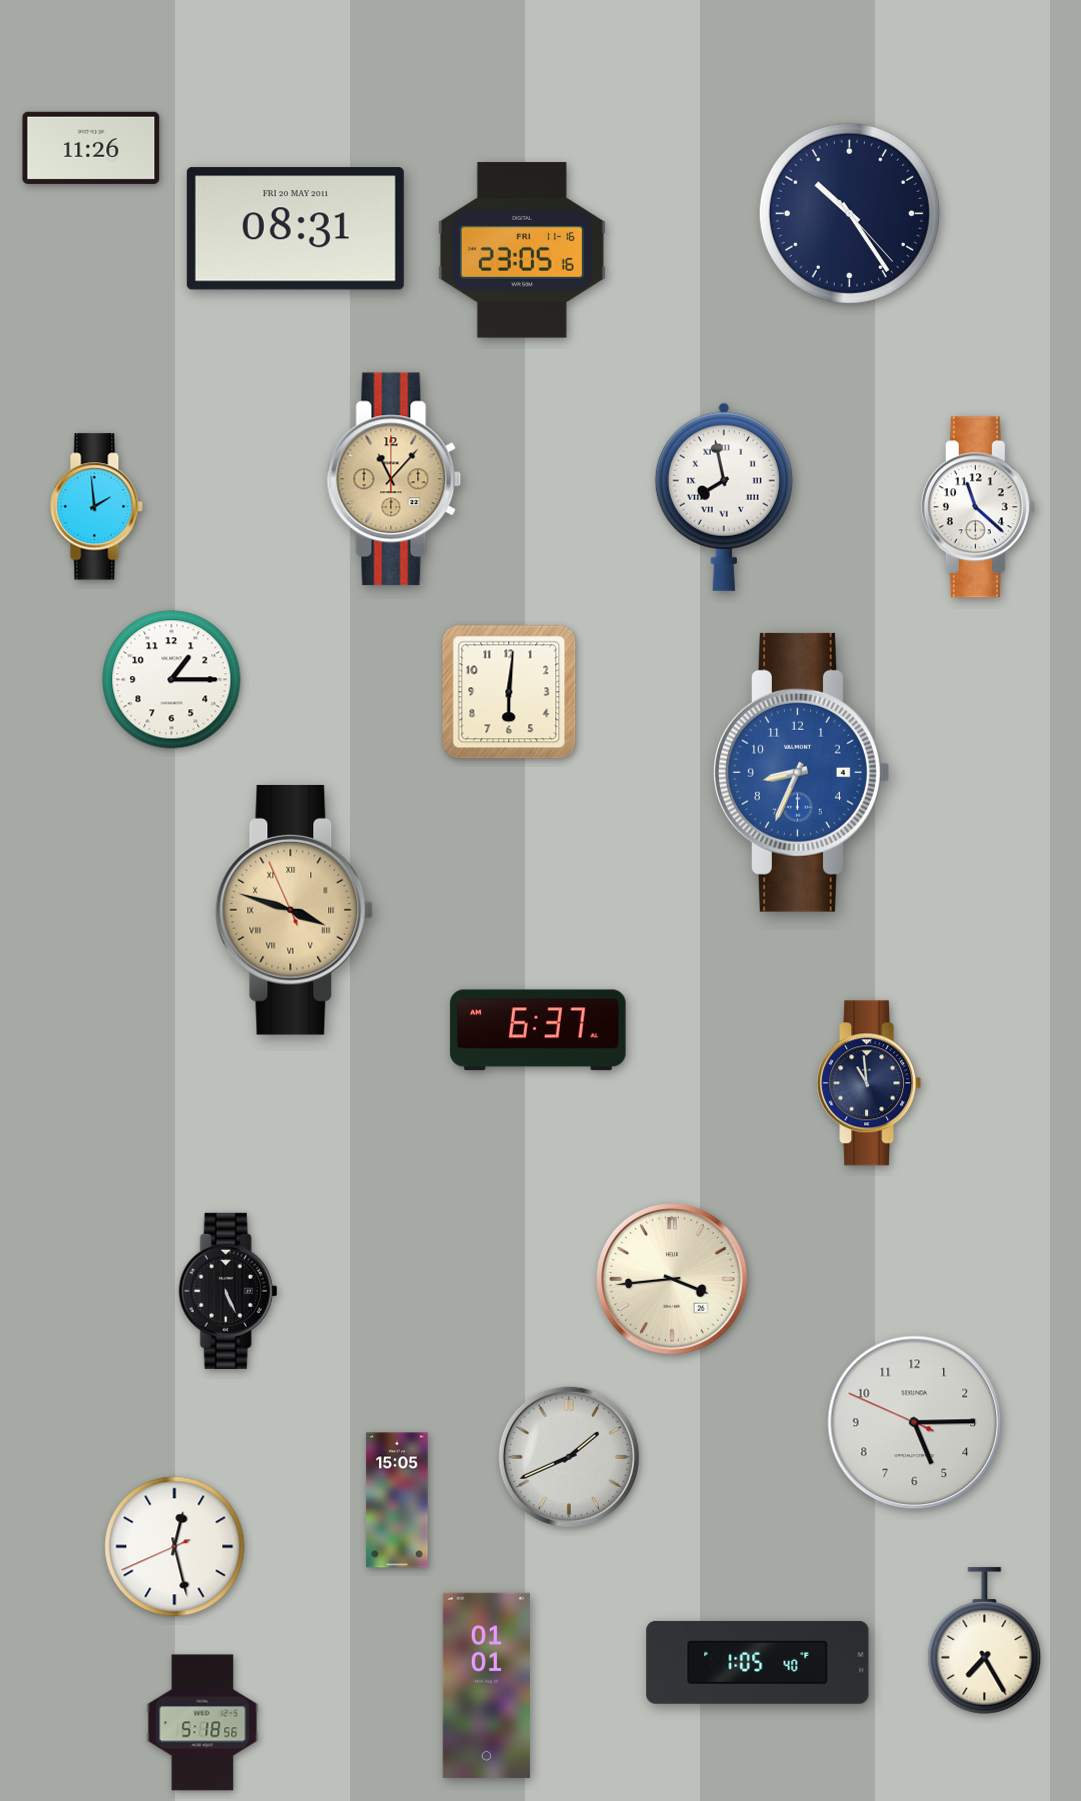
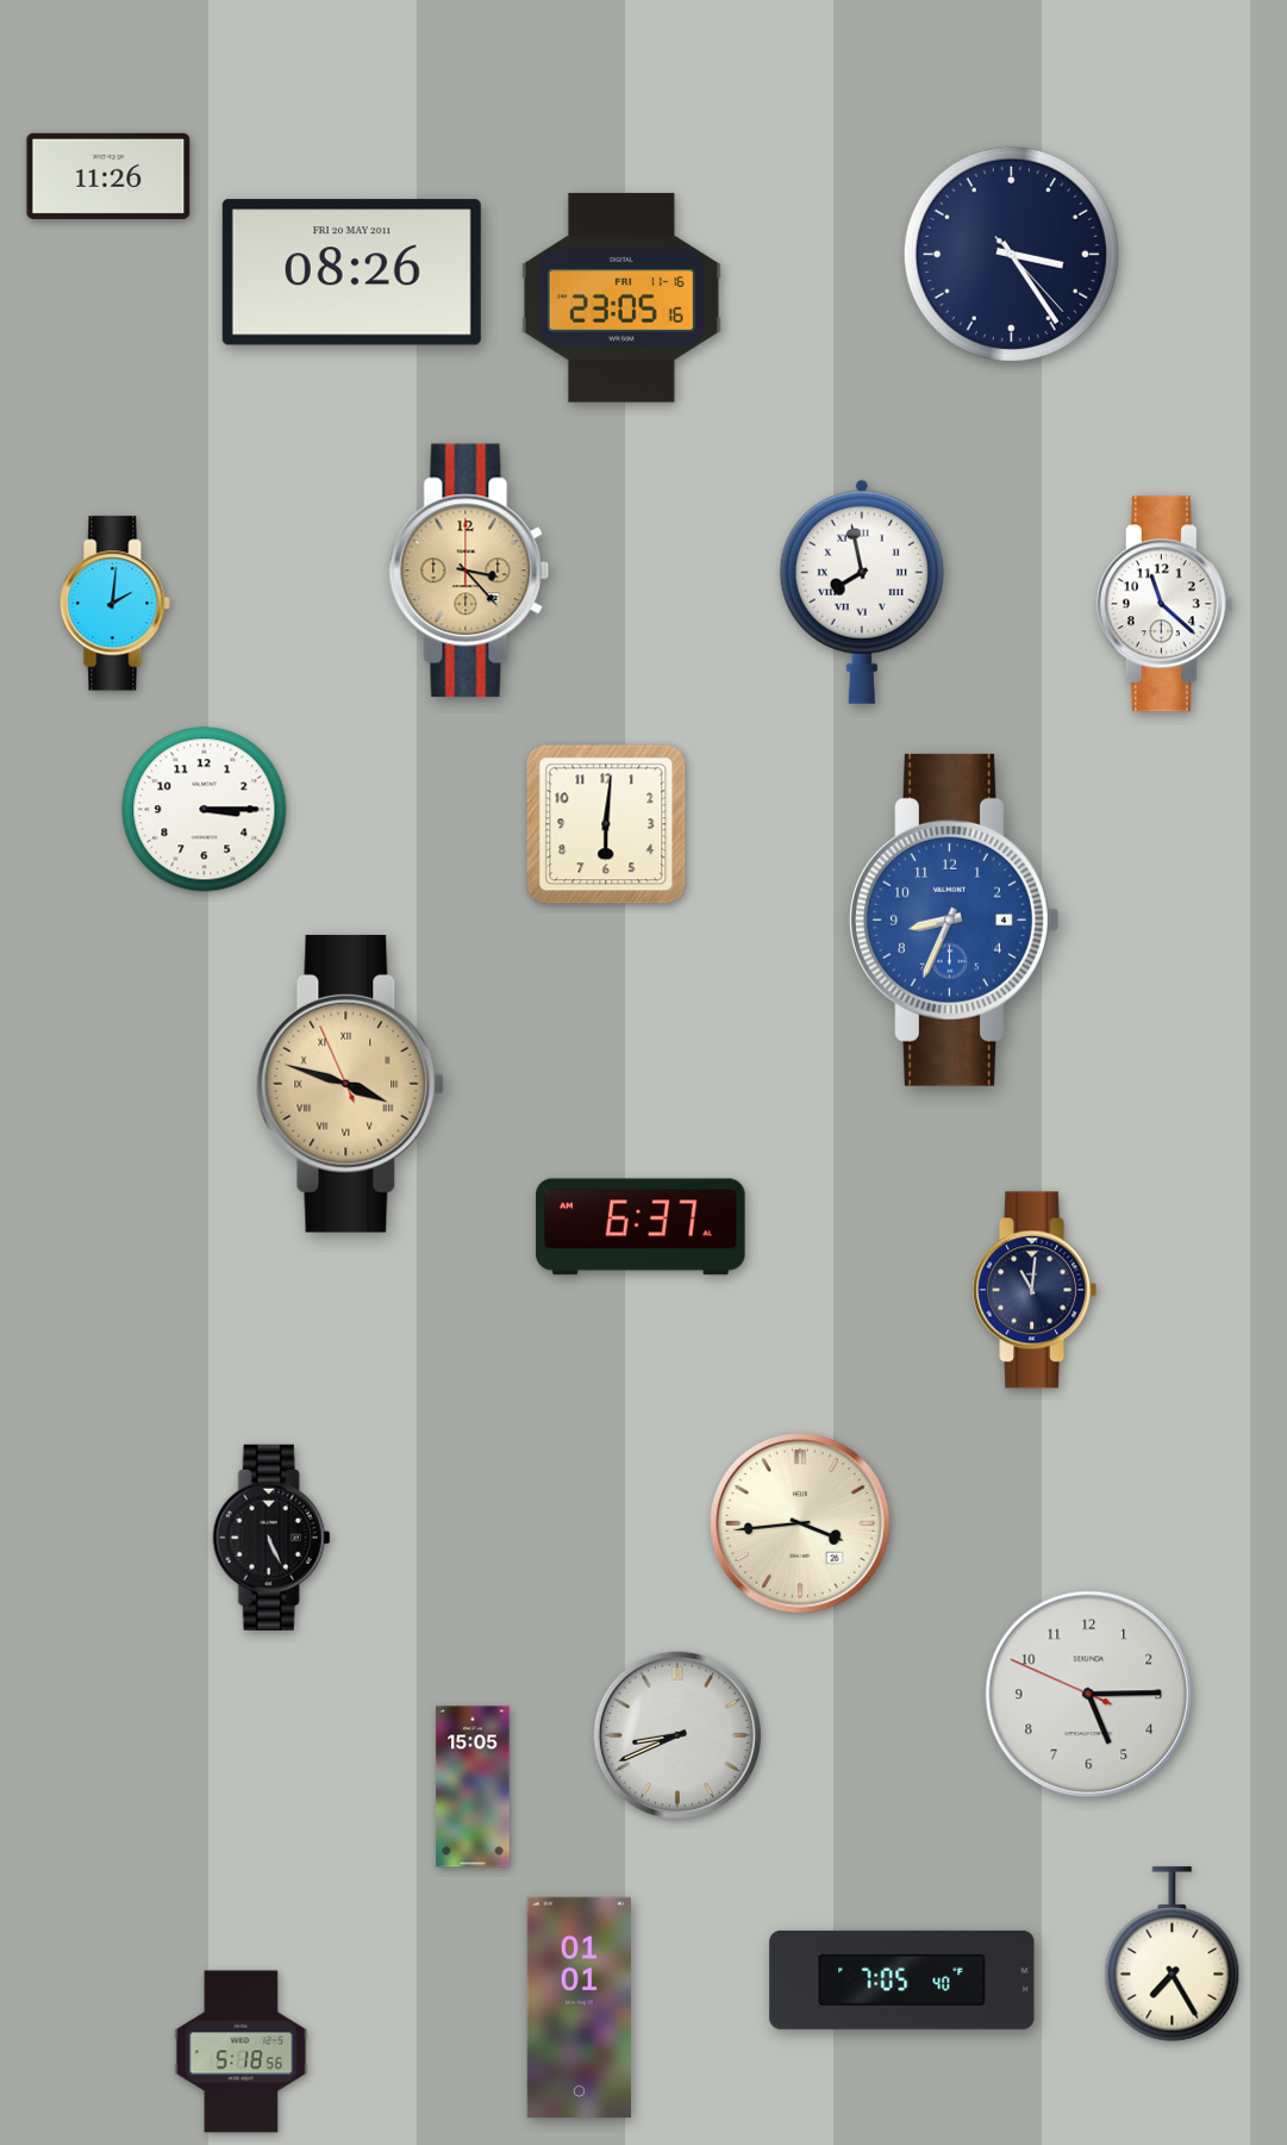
clock at (849, 213): 10:24 -> 3:24
clock at (295, 229): 08:31 -> 08:26
clock at (394, 479): 11:07 -> 3:23
clock at (97, 507): 1:59 -> 2:01
clock at (172, 680): 1:15 -> 3:15
clock at (869, 1083): 10:59 -> 11:01
clock at (569, 1457): 1:41 -> 8:41
clock at (175, 1547): 12:27 -> none
clock at (758, 1662): 1:05 -> 7:05
